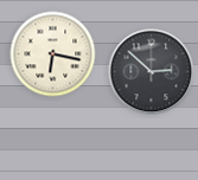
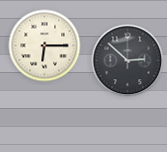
clock at (53, 54): 6:17 -> 6:15
